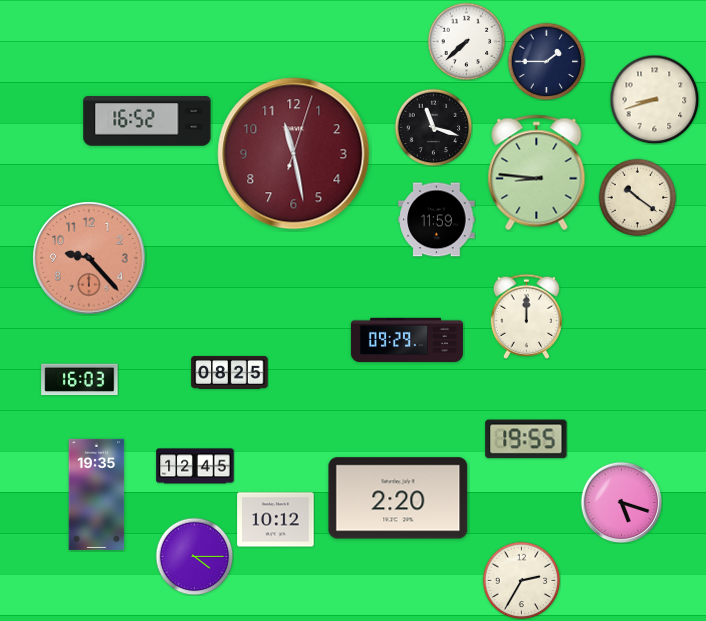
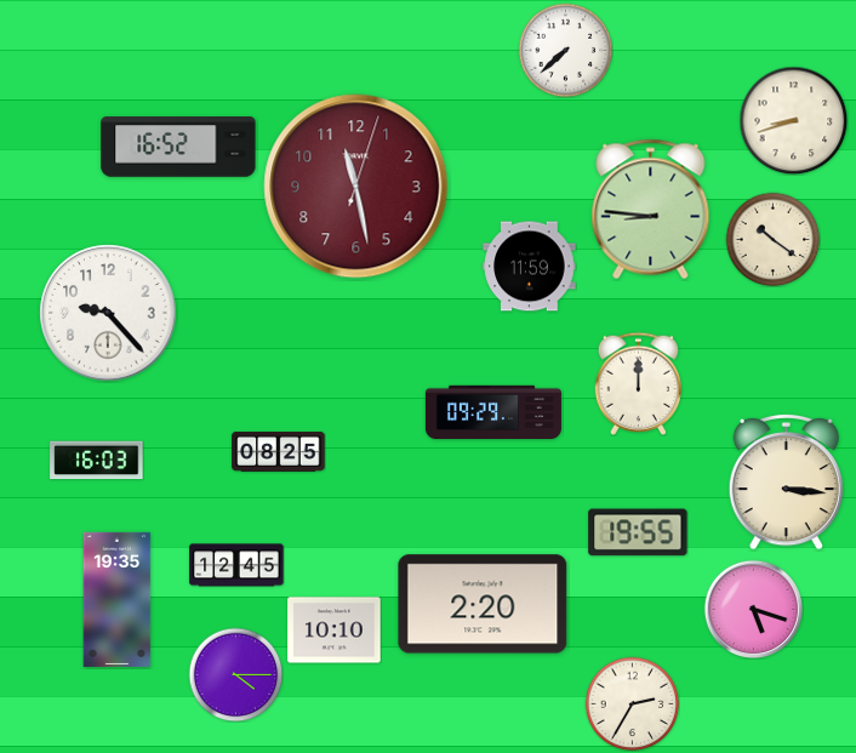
clock at (546, 61): 1:45 -> none
clock at (433, 127): 11:18 -> none
clock at (89, 258) dial: salmon -> white
clock at (787, 481): none -> 3:16
clock at (276, 520): 10:12 -> 10:10
